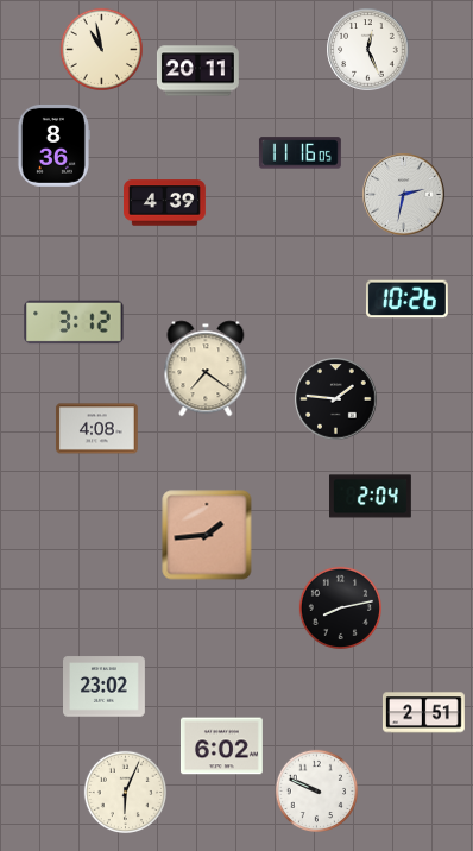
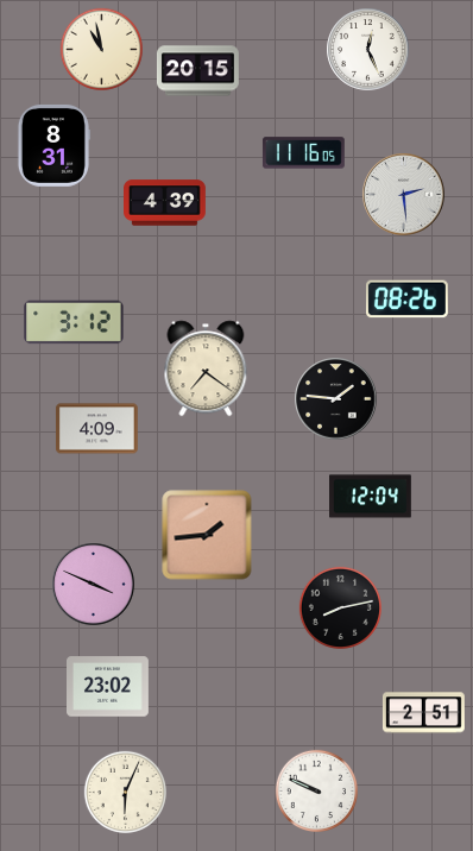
clock at (197, 71): 20:11 -> 20:15
clock at (53, 145): 8:36 -> 8:31
clock at (299, 153) position: (299, 153) -> (303, 153)
clock at (404, 195): 2:32 -> 2:29
clock at (406, 300): 10:26 -> 08:26
clock at (96, 429): 4:08 -> 4:09
clock at (371, 497): 2:04 -> 12:04
clock at (94, 585): none -> 3:49
clock at (105, 687) position: (105, 687) -> (108, 687)
clock at (221, 746): 6:02 -> none
